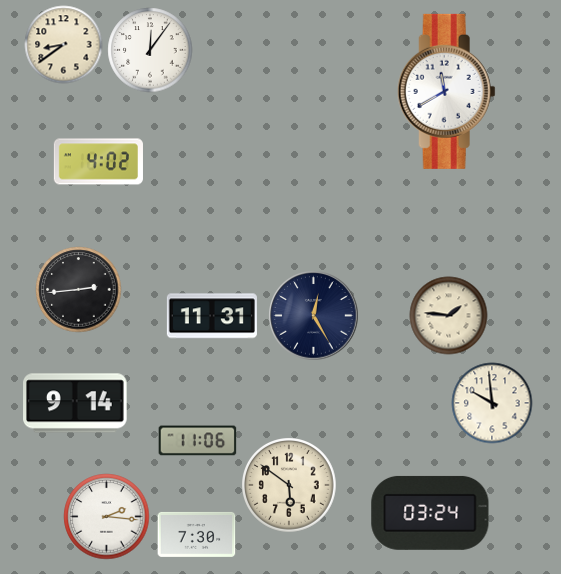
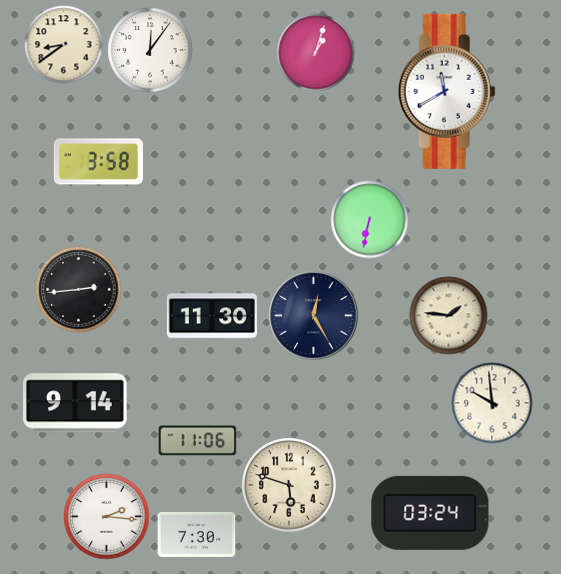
clock at (315, 52): none -> 1:03
clock at (98, 162): 4:02 -> 3:58
clock at (369, 219): none -> 6:32
clock at (212, 316): 11:31 -> 11:30
clock at (289, 485): 5:51 -> 5:48
